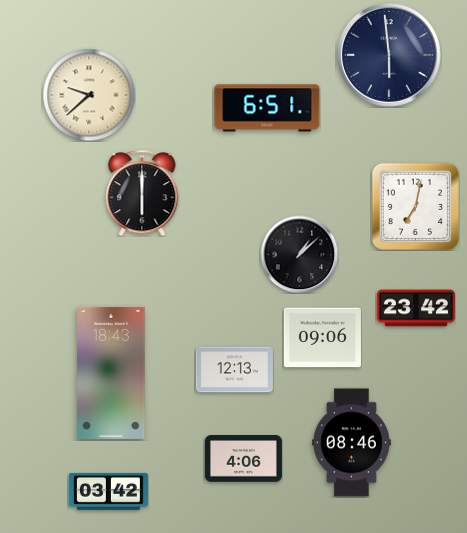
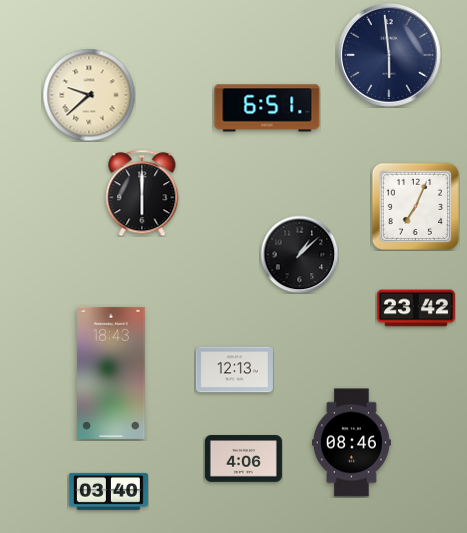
clock at (415, 206): 7:02 -> 7:04
clock at (322, 338): 09:06 -> none
clock at (108, 491): 03:42 -> 03:40
